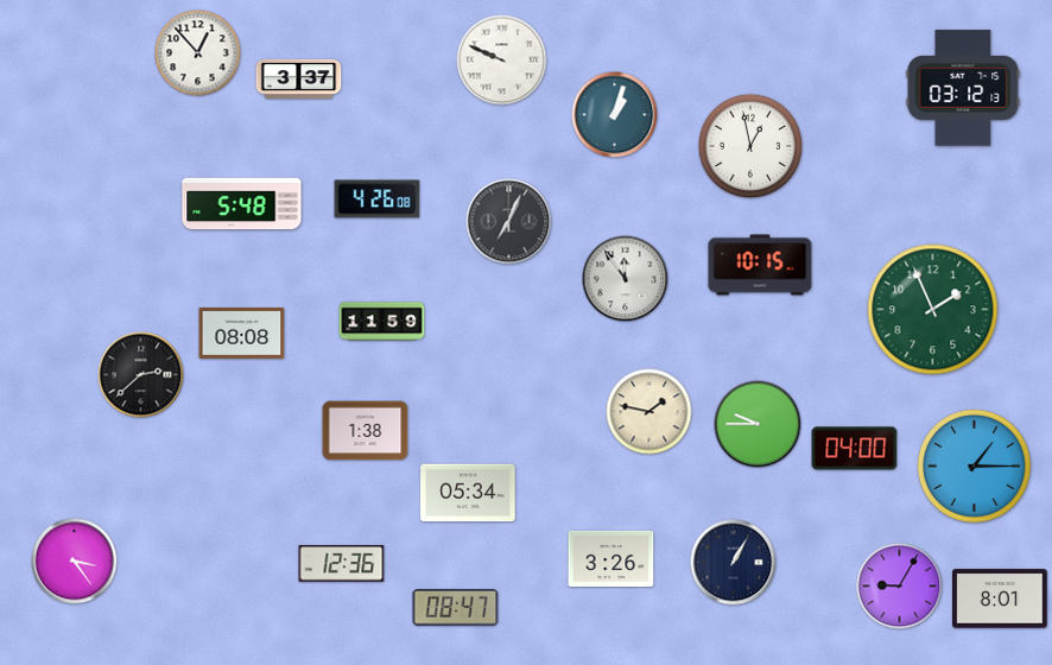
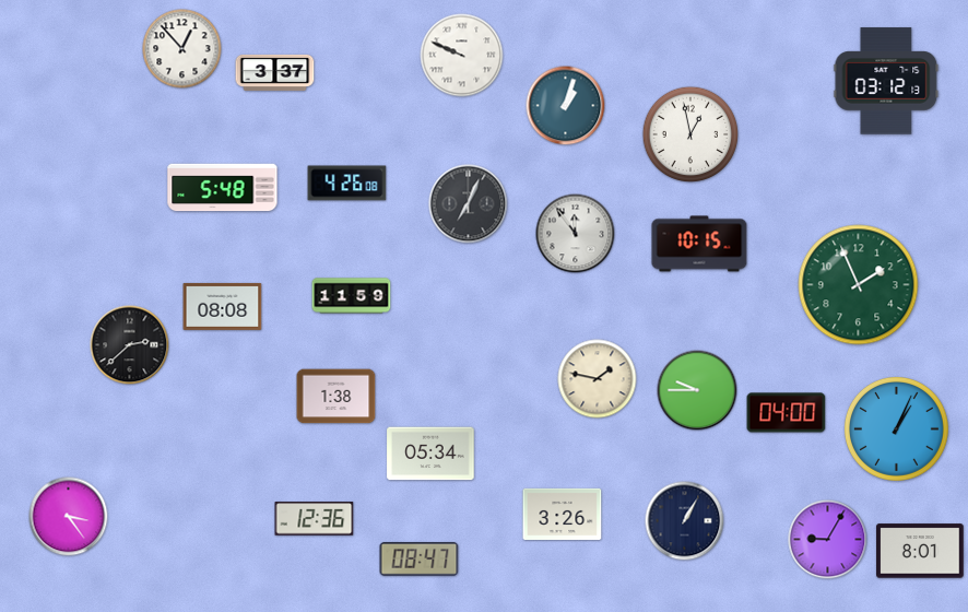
clock at (626, 279) position: (626, 279) -> (576, 234)
clock at (975, 467): 1:15 -> 1:04
clock at (734, 563) position: (734, 563) -> (685, 521)
